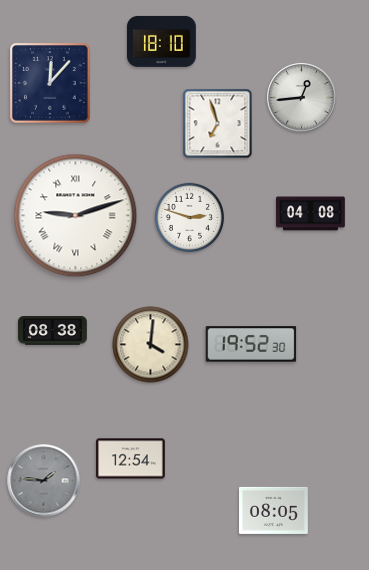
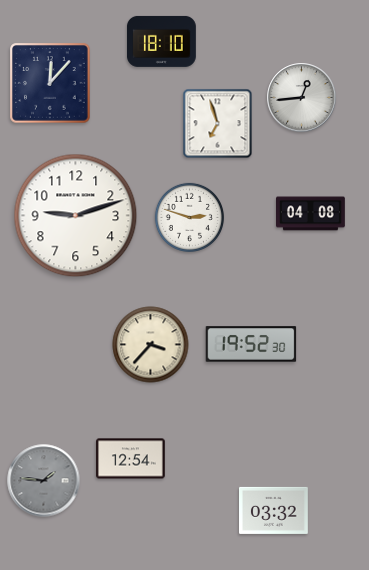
clock at (76, 216) numerals: Roman -> Arabic
clock at (53, 331): 08:38 -> none
clock at (151, 345): 4:01 -> 3:37
clock at (274, 510): 08:05 -> 03:32
